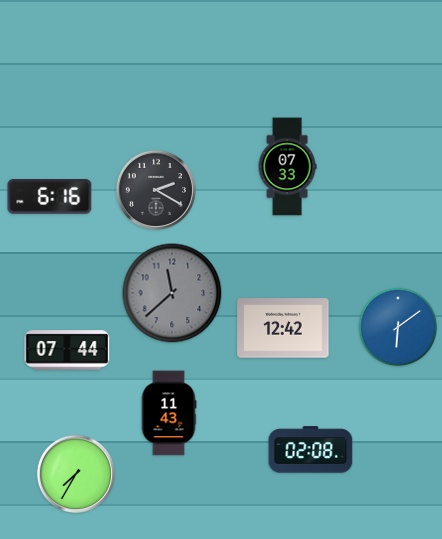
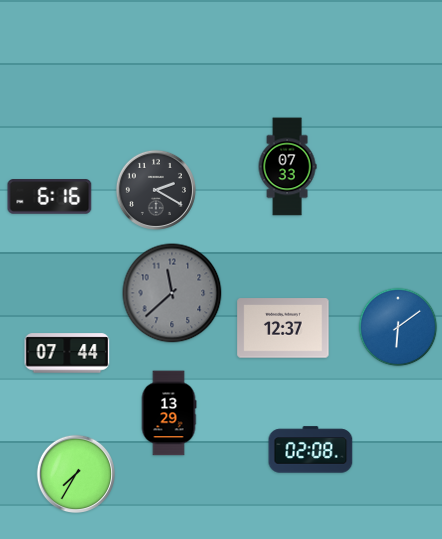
clock at (283, 328): 12:42 -> 12:37
clock at (67, 350) position: (67, 350) -> (67, 353)
clock at (169, 413): 11:43 -> 13:29
